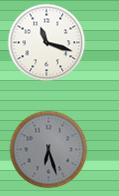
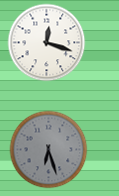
clock at (46, 42): 11:18 -> 12:18
